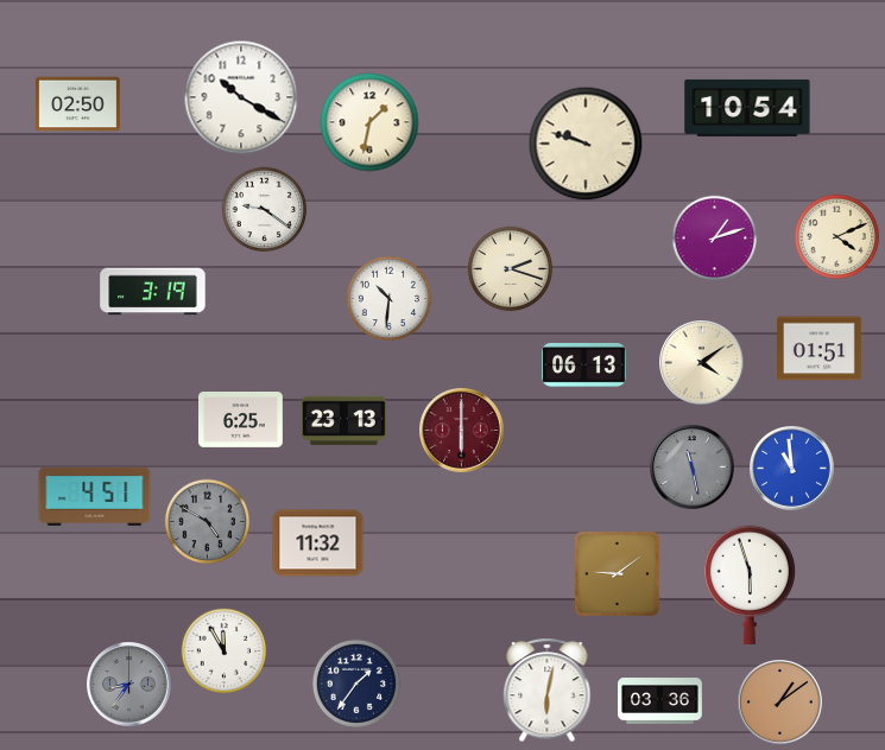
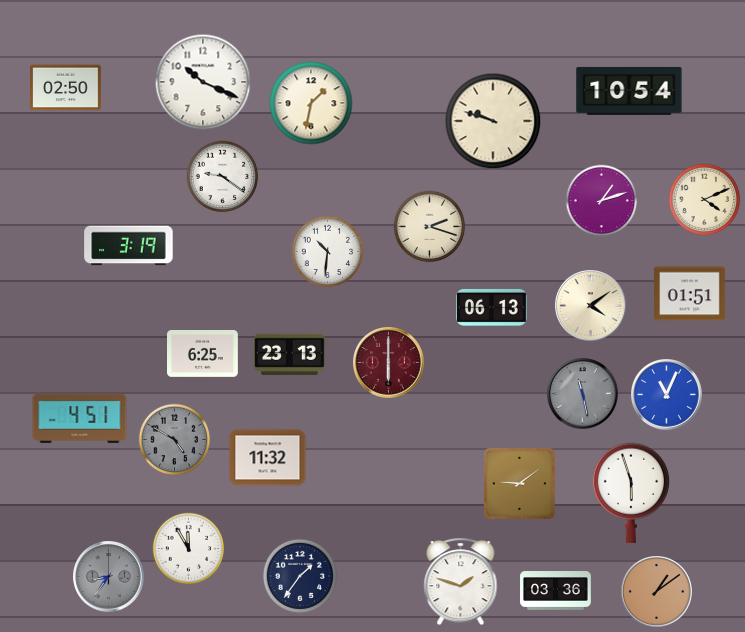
clock at (241, 97): 10:20 -> 10:19
clock at (792, 469): 10:59 -> 11:04
clock at (548, 691): 6:02 -> 1:48
